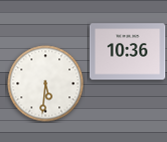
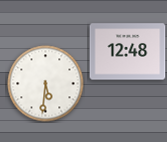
clock at (128, 52): 10:36 -> 12:48
